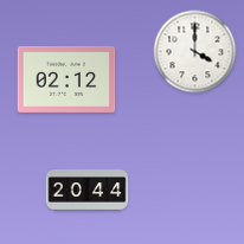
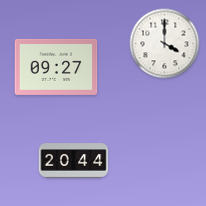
clock at (66, 79): 02:12 -> 09:27
